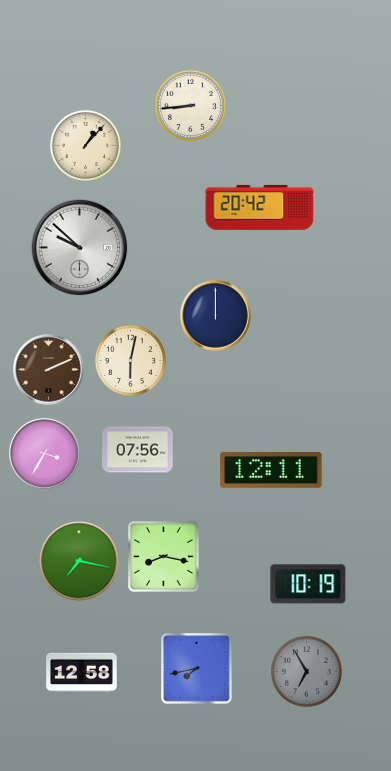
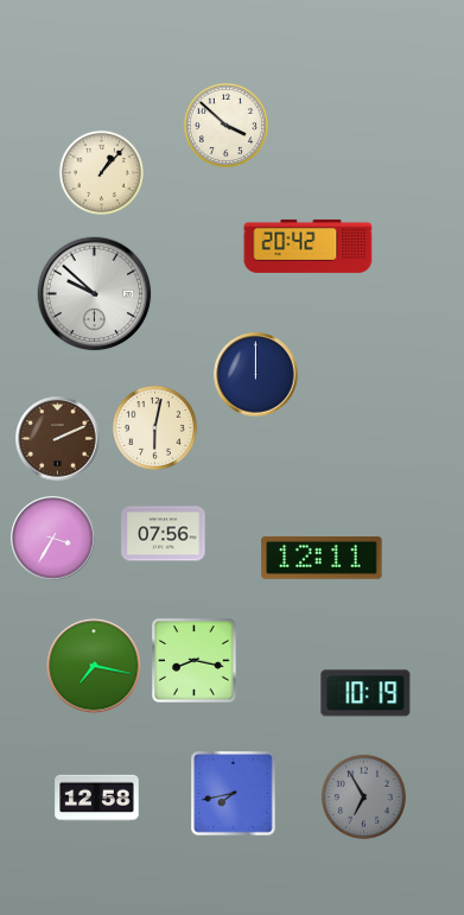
clock at (190, 105): 8:44 -> 3:52
